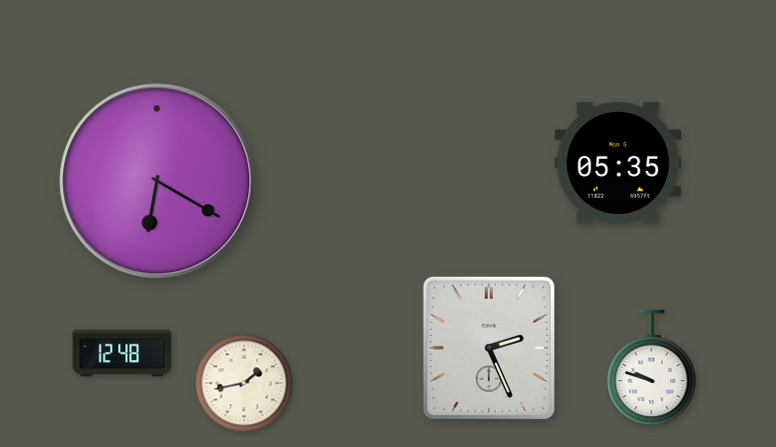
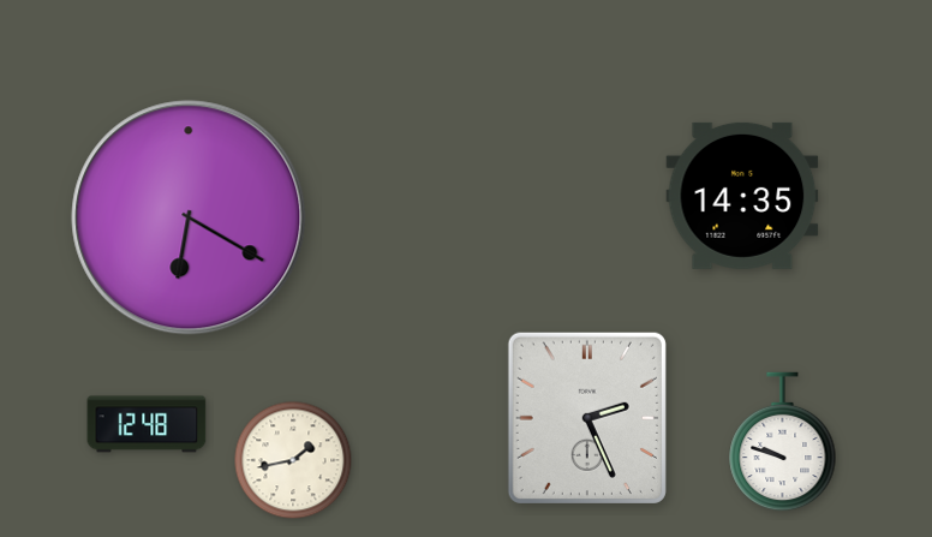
clock at (618, 163): 05:35 -> 14:35
